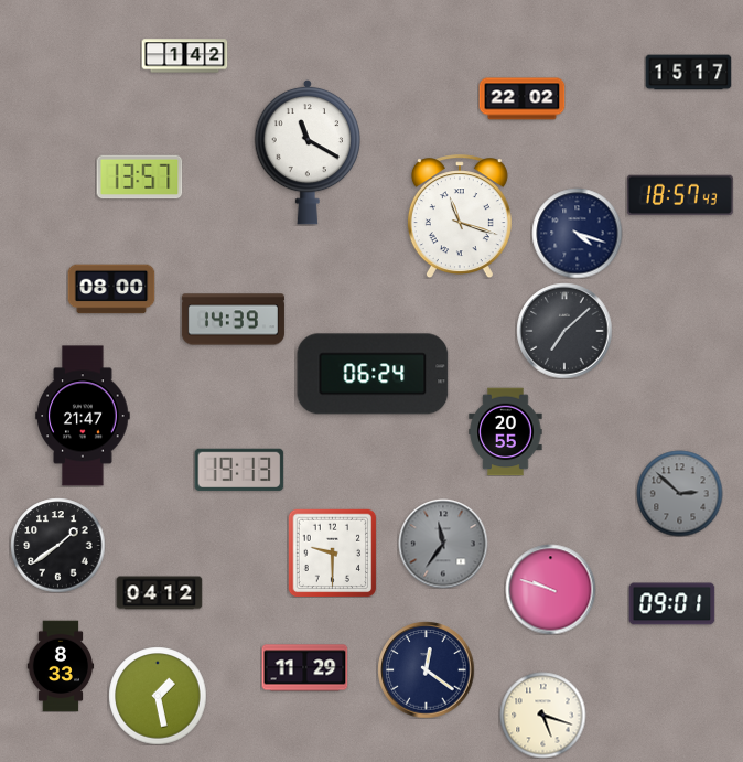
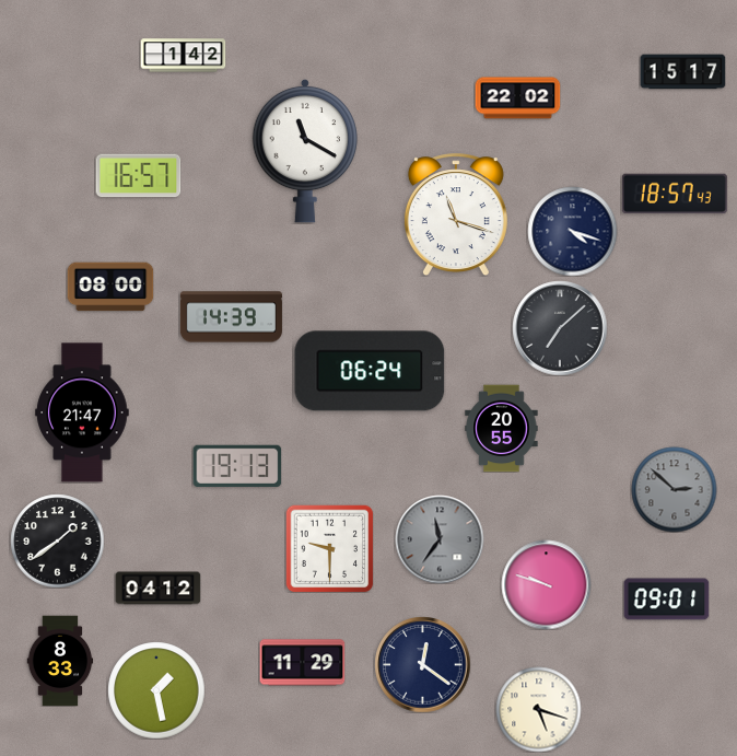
clock at (139, 178): 13:57 -> 16:57
